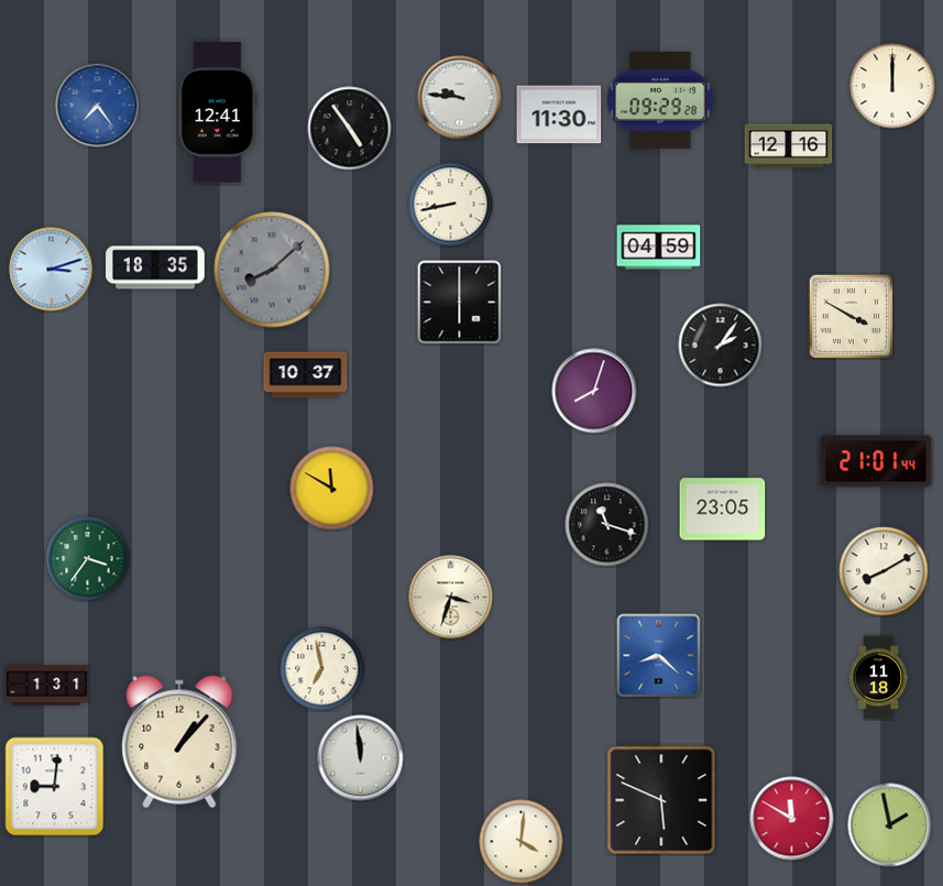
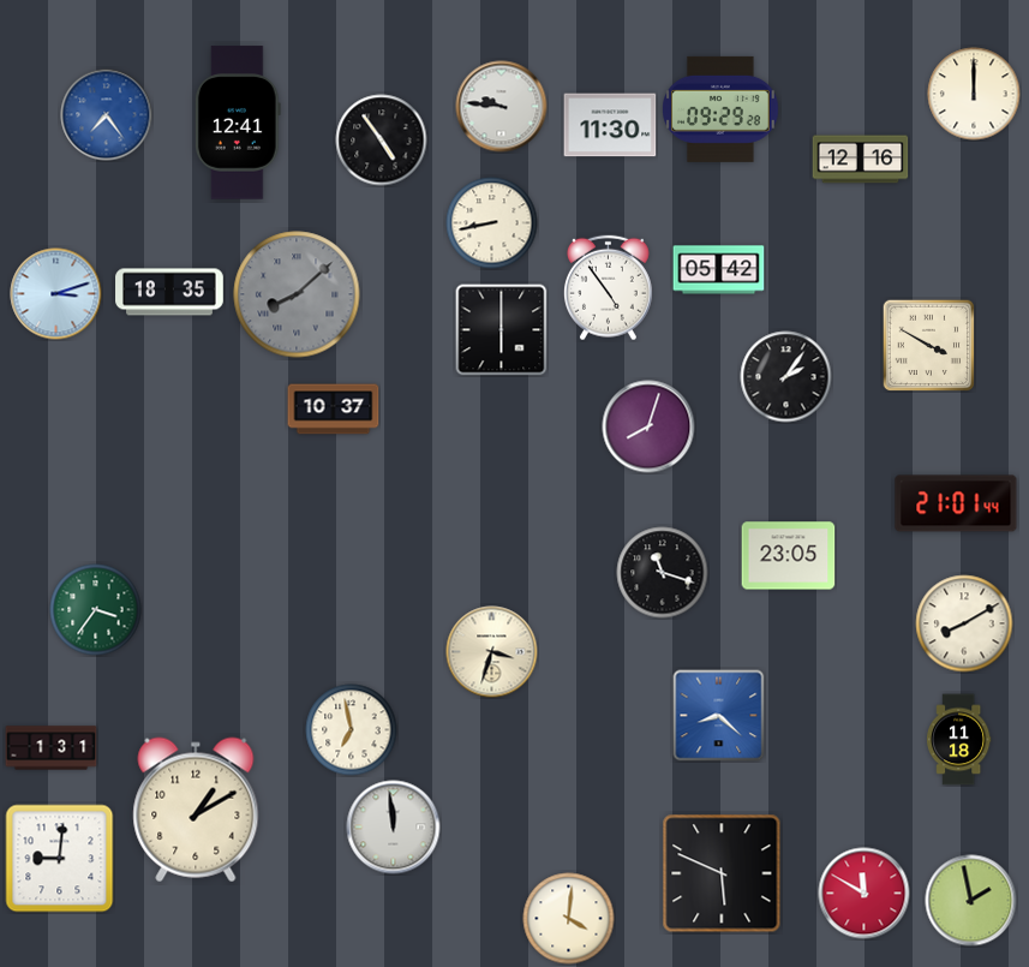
clock at (659, 248): 04:59 -> 05:42
clock at (608, 288): none -> 4:54
clock at (332, 489): 11:50 -> none
clock at (179, 742): 1:07 -> 1:10
